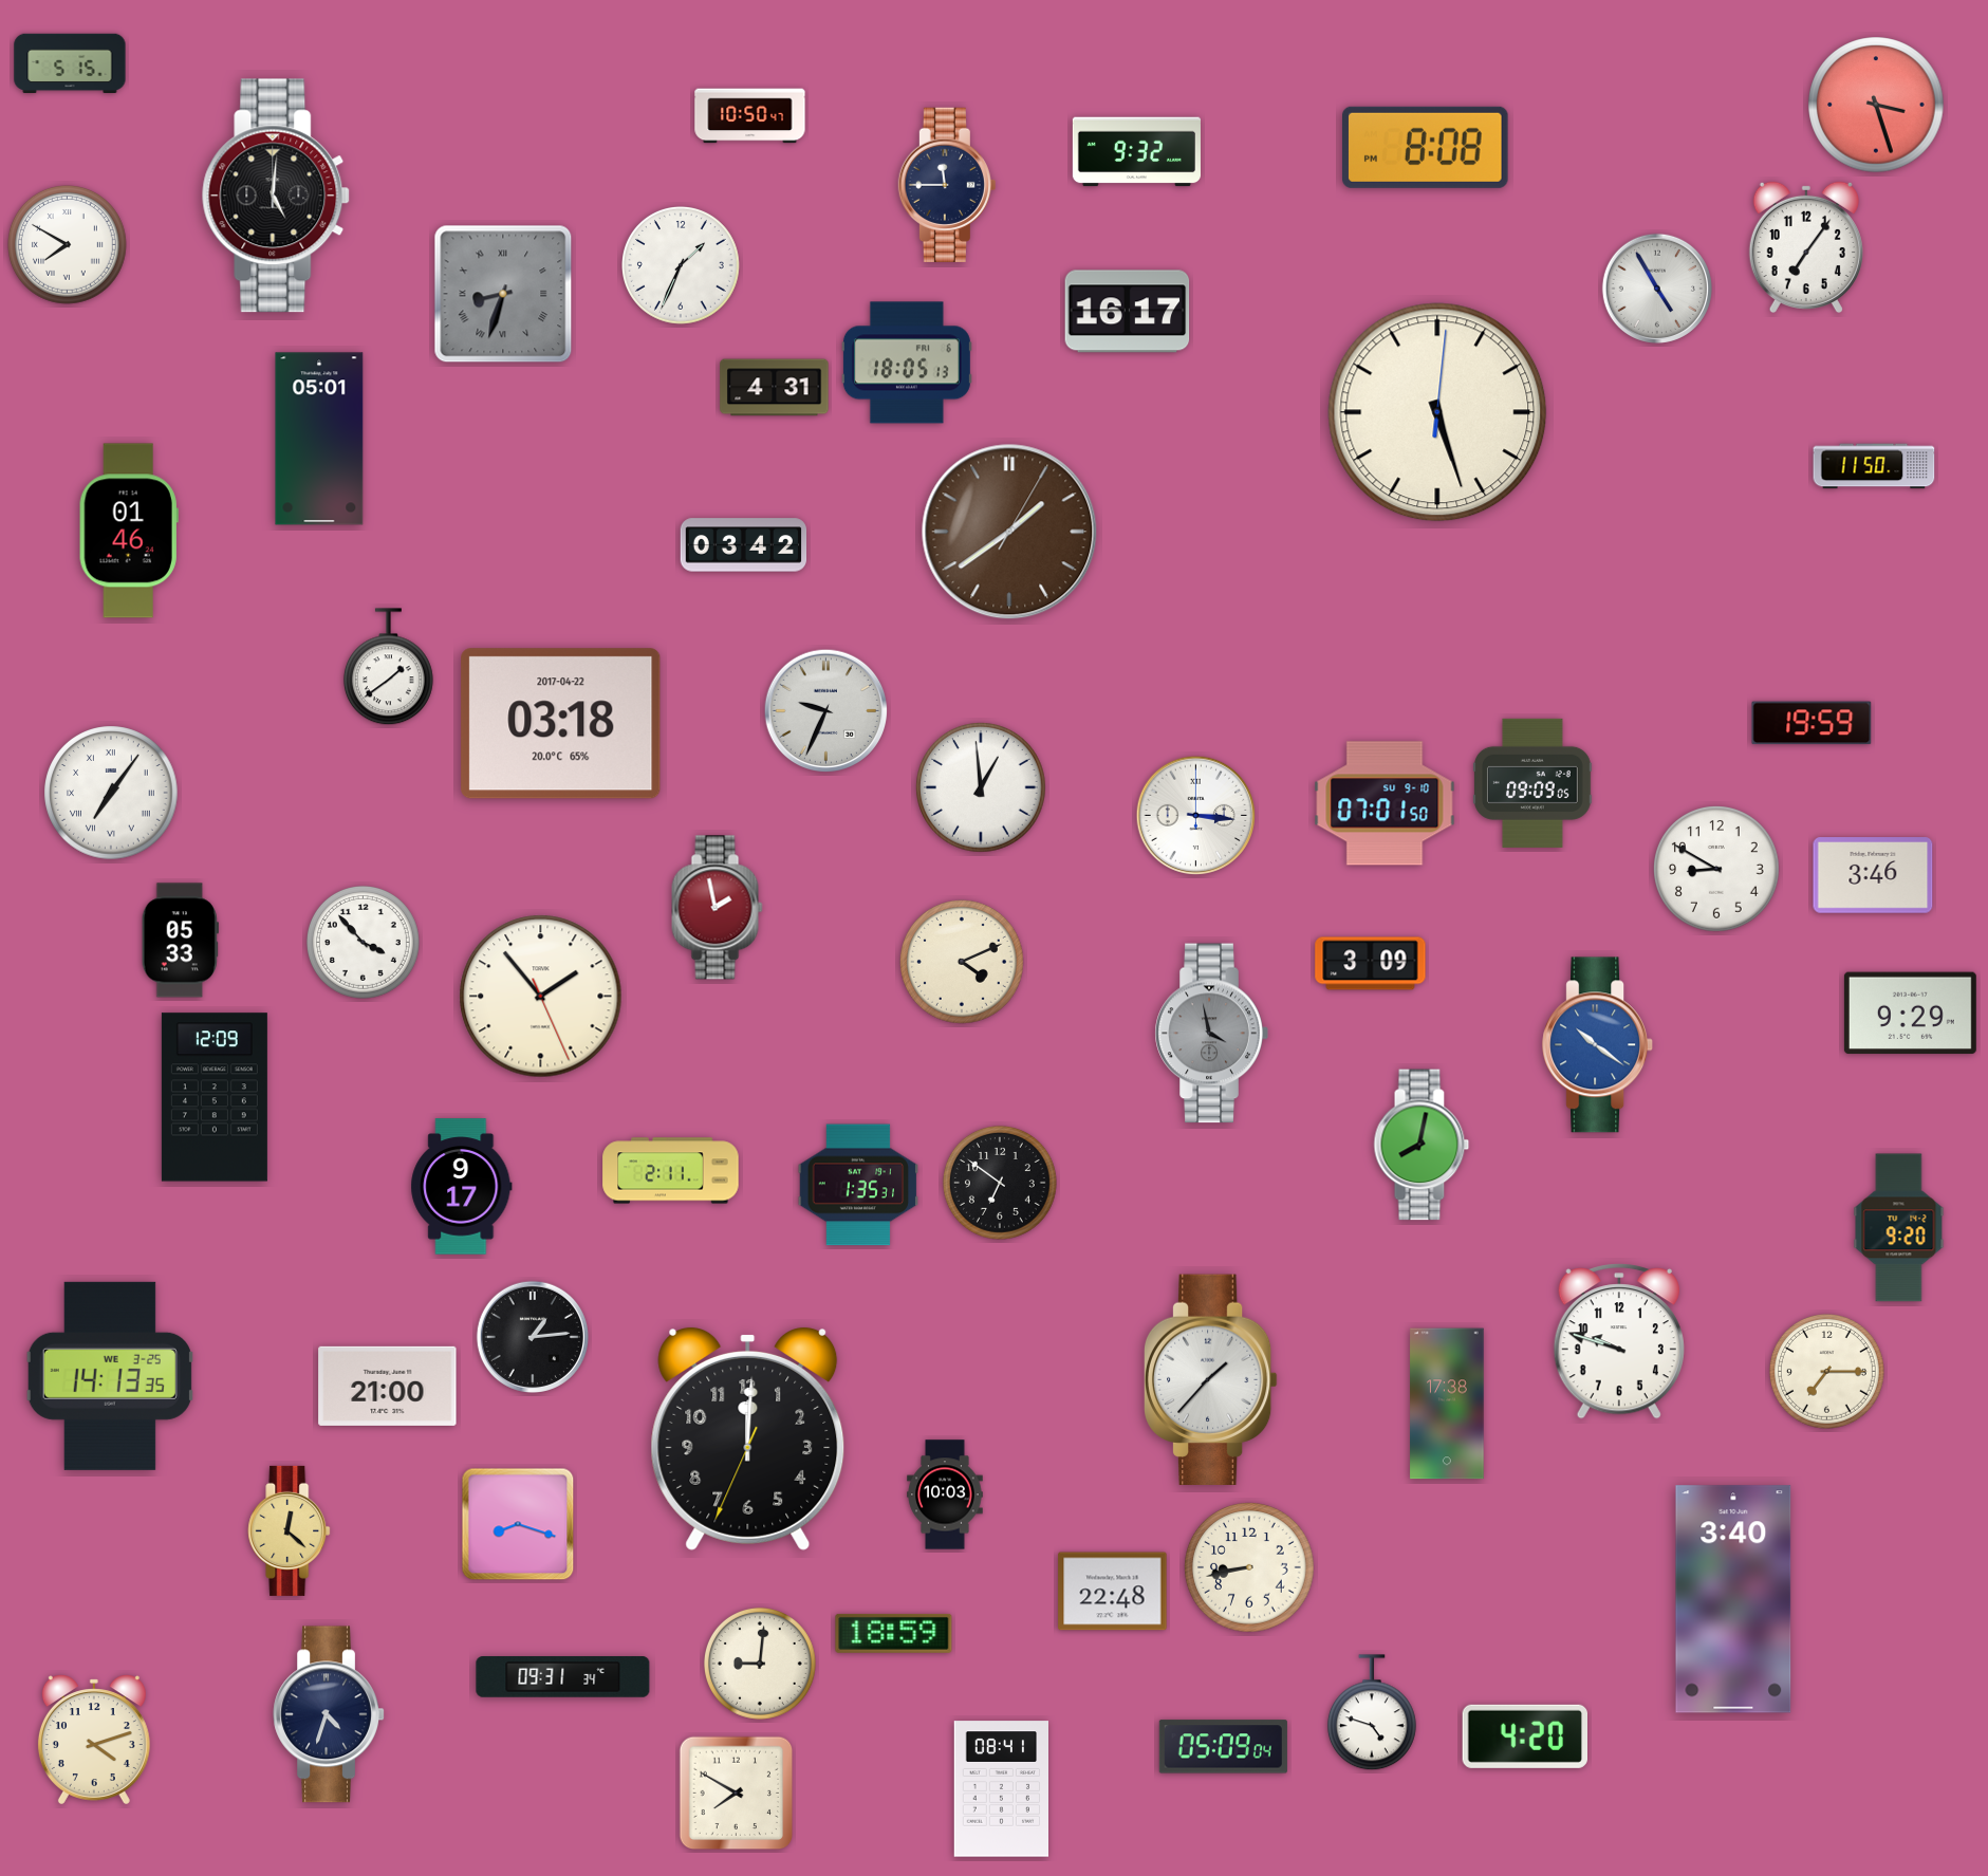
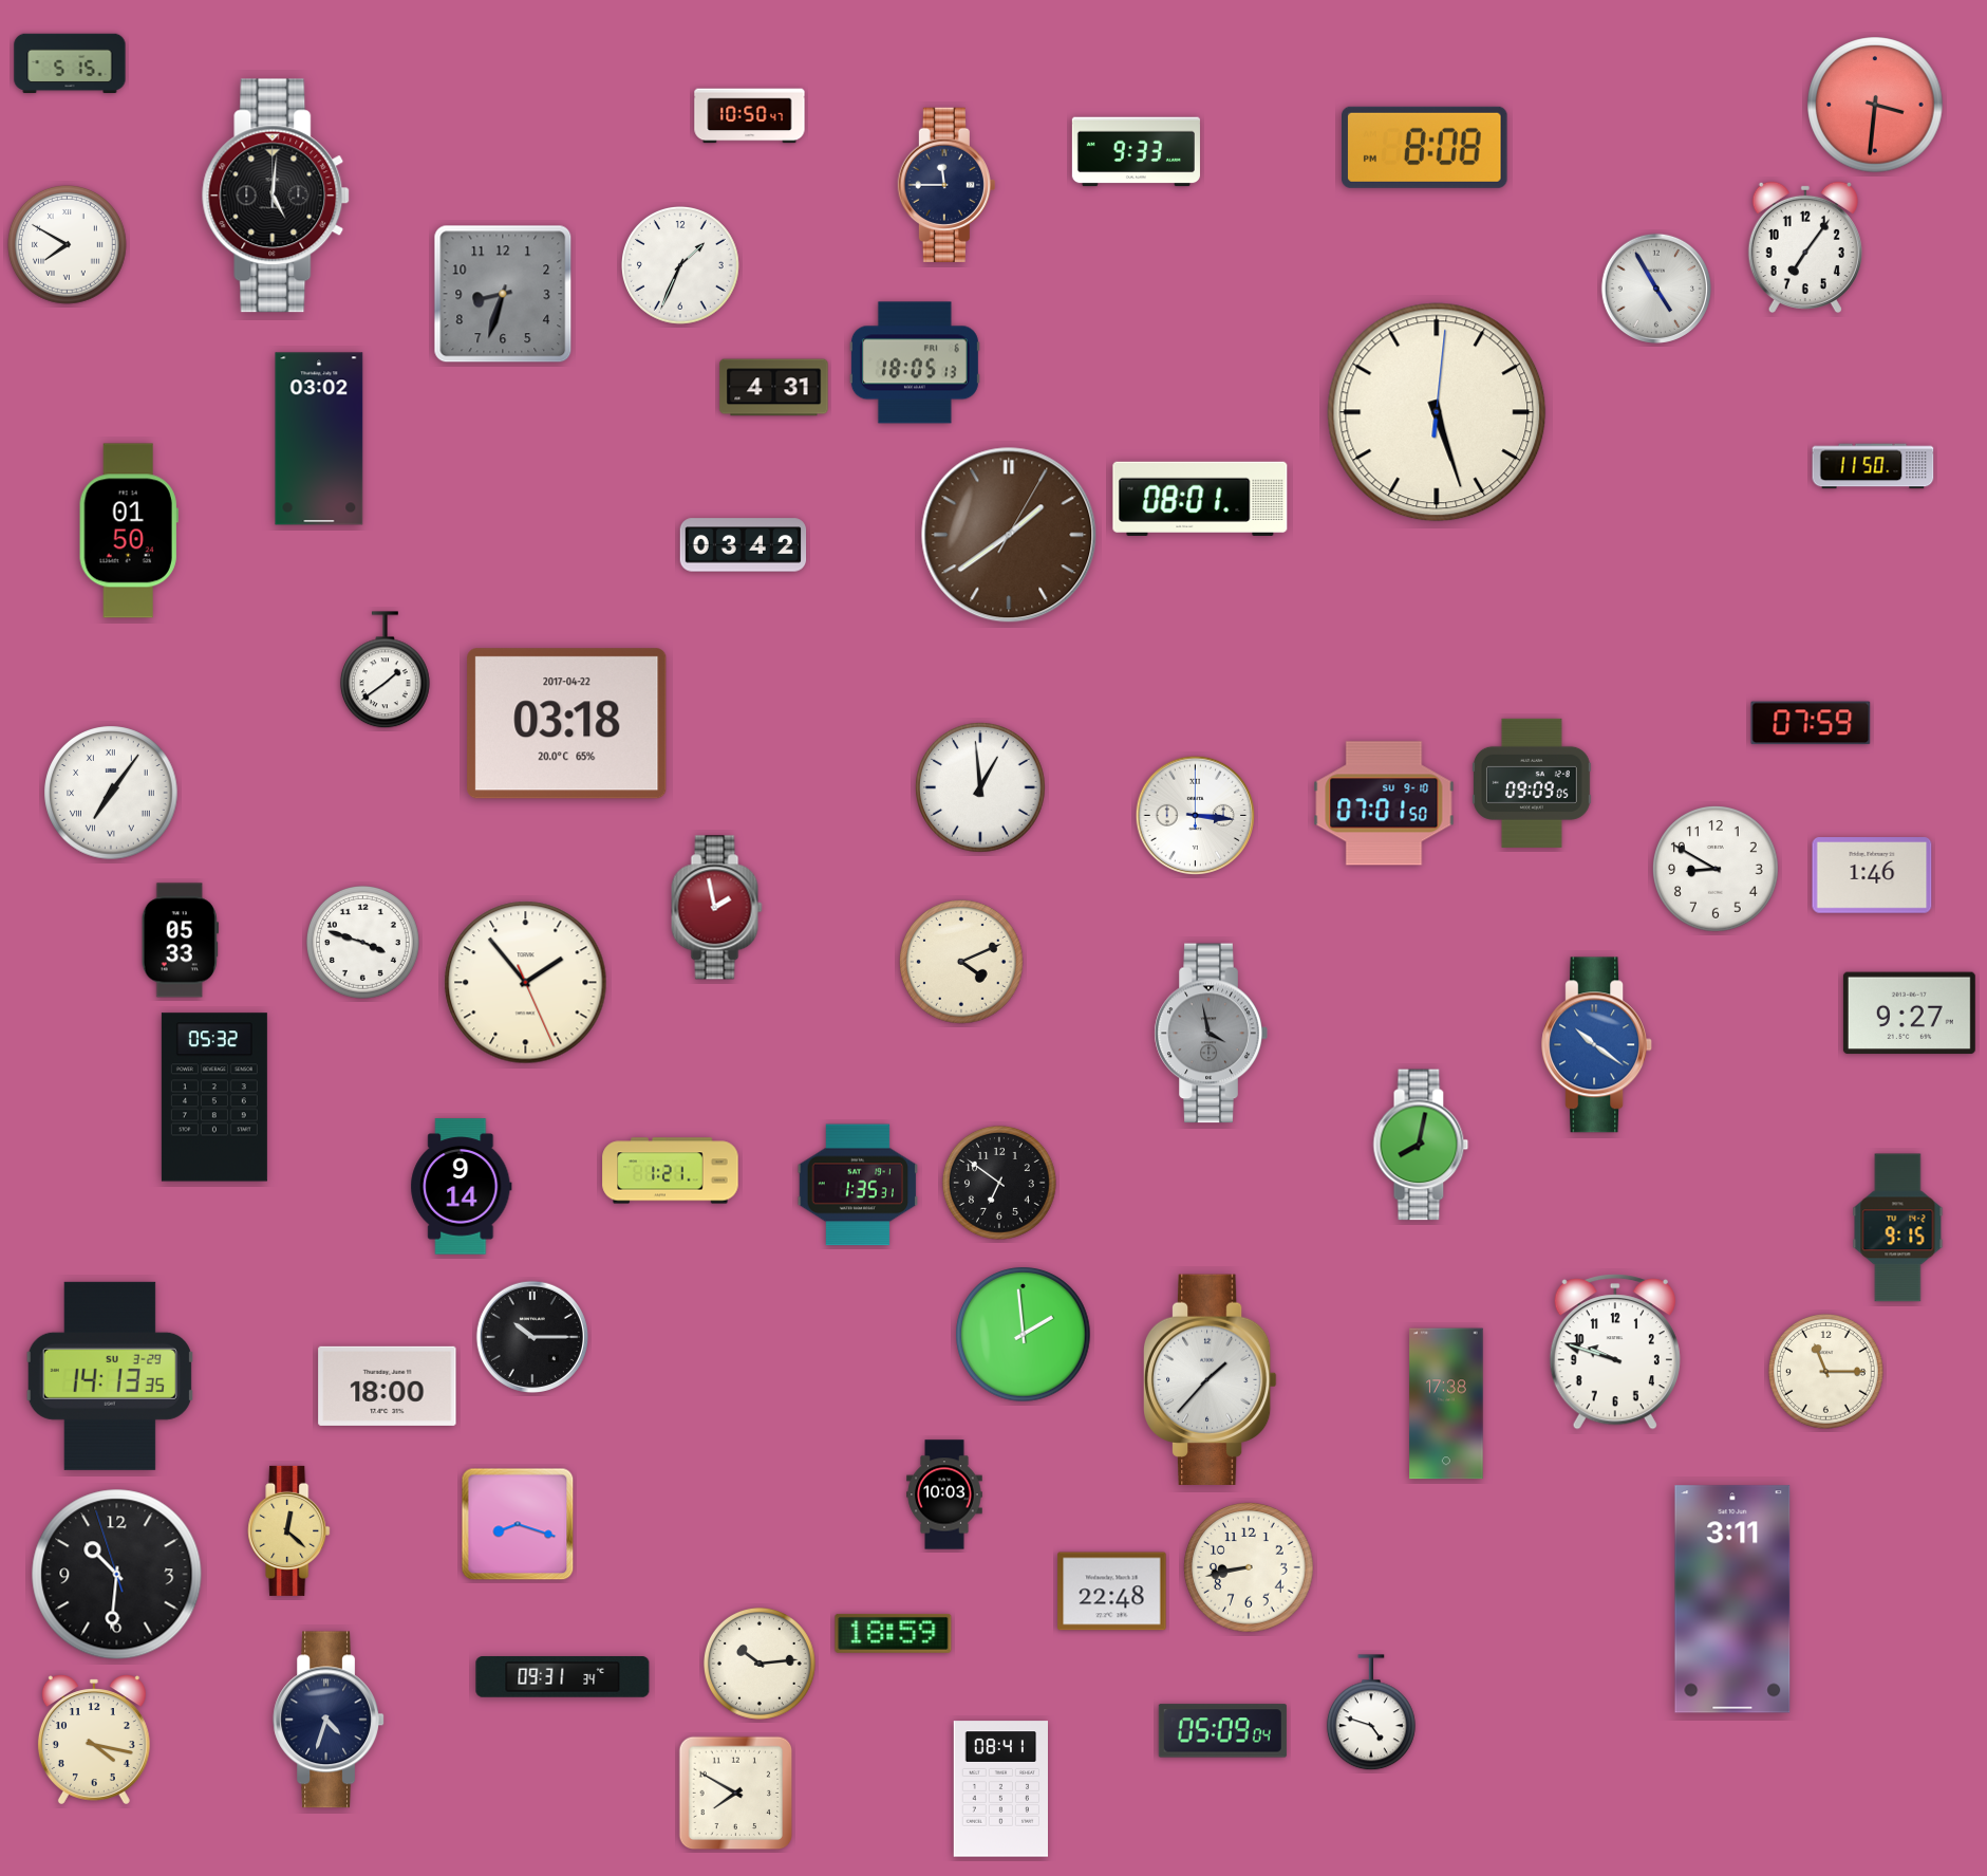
clock at (1876, 105): 3:27 -> 3:31
clock at (1136, 152): 9:32 -> 9:33
clock at (503, 294) numerals: Roman -> Arabic
clock at (1128, 312): 16:17 -> none
clock at (907, 363) position: (907, 363) -> (915, 363)
clock at (319, 439): 05:01 -> 03:02
clock at (1200, 499): none -> 08:01
clock at (129, 531): 01:46 -> 01:50
clock at (1009, 532) position: (1009, 532) -> (1009, 535)
clock at (388, 667) position: (388, 667) -> (385, 670)
clock at (826, 711): 9:34 -> none
clock at (1812, 723): 19:59 -> 07:59
clock at (561, 724) position: (561, 724) -> (567, 724)
clock at (1873, 875): 3:46 -> 1:46
clock at (363, 942): 3:53 -> 3:48
clock at (1371, 964): 3:09 -> none
clock at (541, 997) position: (541, 997) -> (526, 983)
clock at (1910, 1014): 9:29 -> 9:27
clock at (215, 1097): 12:09 -> 05:32
clock at (671, 1171): 2:11 -> 1:21
clock at (462, 1187): 9:17 -> 9:14
clock at (1899, 1228): 9:20 -> 9:15
clock at (1024, 1335): none -> 1:59
clock at (532, 1336): 1:14 -> 10:15
clock at (1619, 1341) position: (1619, 1341) -> (1615, 1352)
clock at (1826, 1371): 7:15 -> 11:15
clock at (110, 1376) date: WE 3-25 -> SU 3-29
clock at (388, 1386): 21:00 -> 18:00
clock at (748, 1438): 12:00 -> none
clock at (117, 1575): none -> 10:30
clock at (1733, 1599): 3:40 -> 3:11
clock at (760, 1664): 9:01 -> 10:14
clock at (329, 1714) position: (329, 1714) -> (329, 1720)
clock at (1524, 1736): 4:20 -> none
clock at (94, 1740): 4:12 -> 4:17
clock at (1223, 1747) position: (1223, 1747) -> (1222, 1731)
